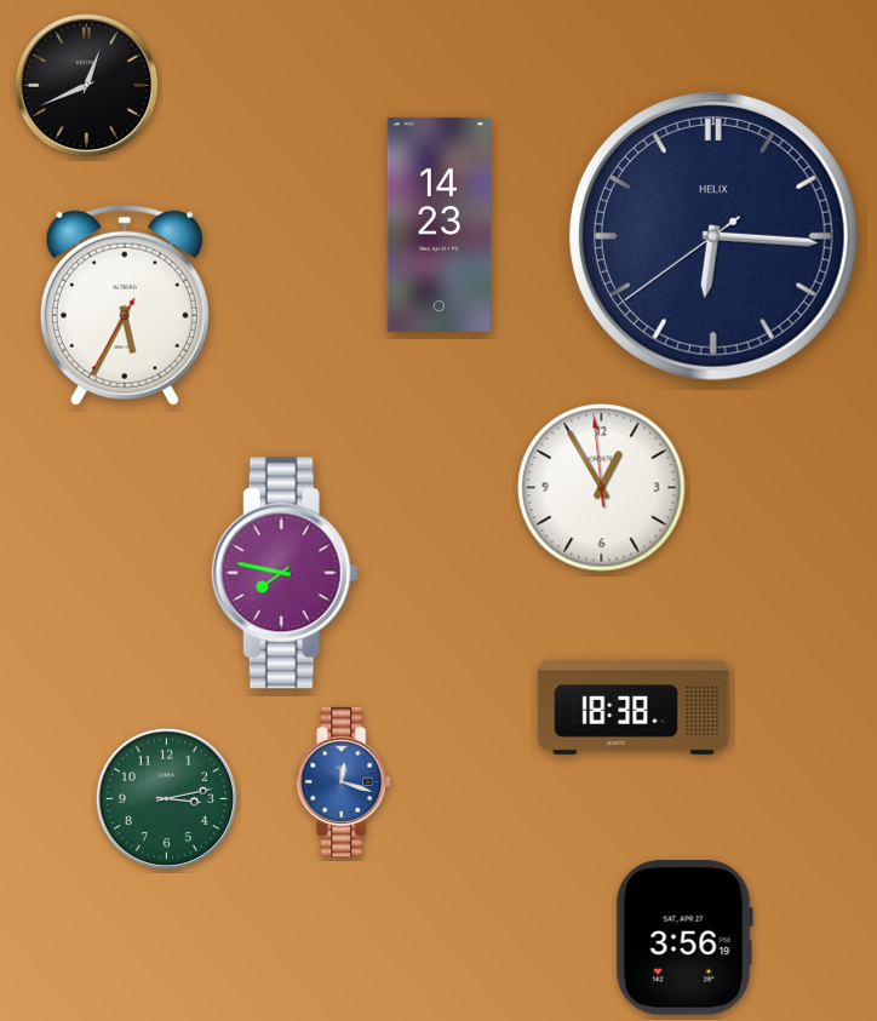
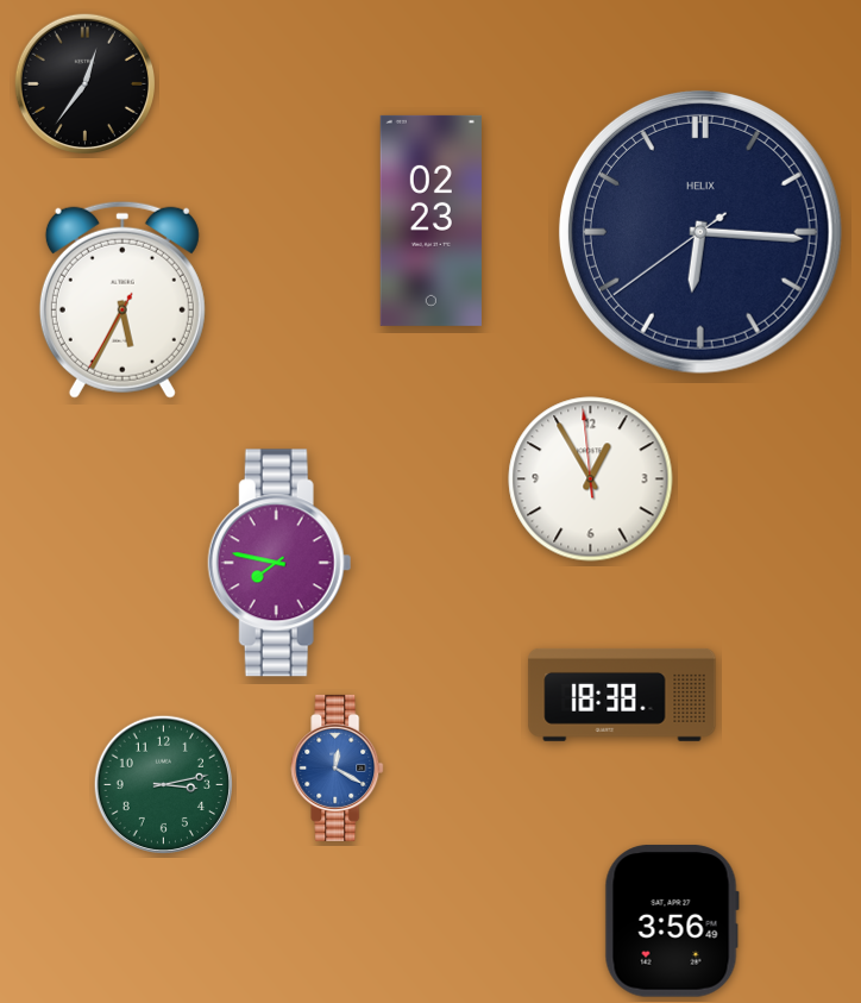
clock at (86, 85): 12:41 -> 12:36
clock at (438, 224): 14:23 -> 02:23
clock at (344, 781): 12:18 -> 12:20
clock at (684, 937): 3:56:19 -> 3:56
